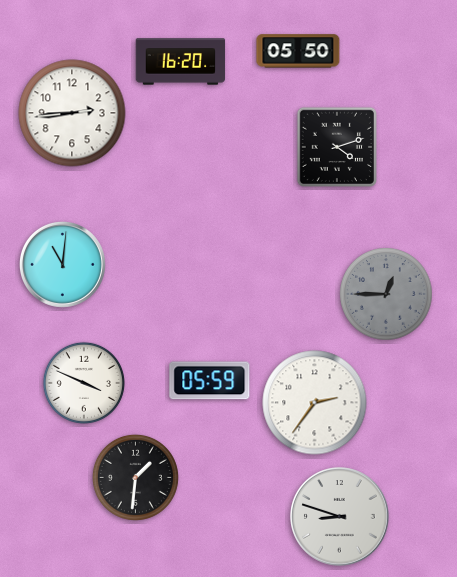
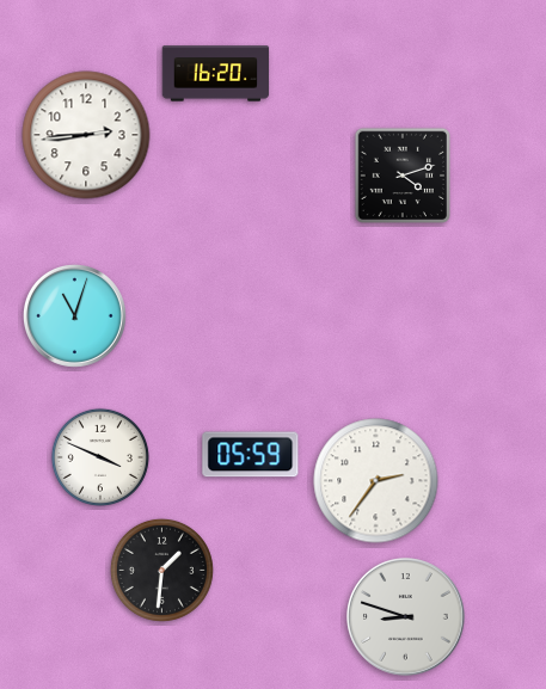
clock at (298, 51): 05:50 -> none
clock at (62, 264): 11:01 -> 11:03
clock at (386, 294): 12:45 -> none
